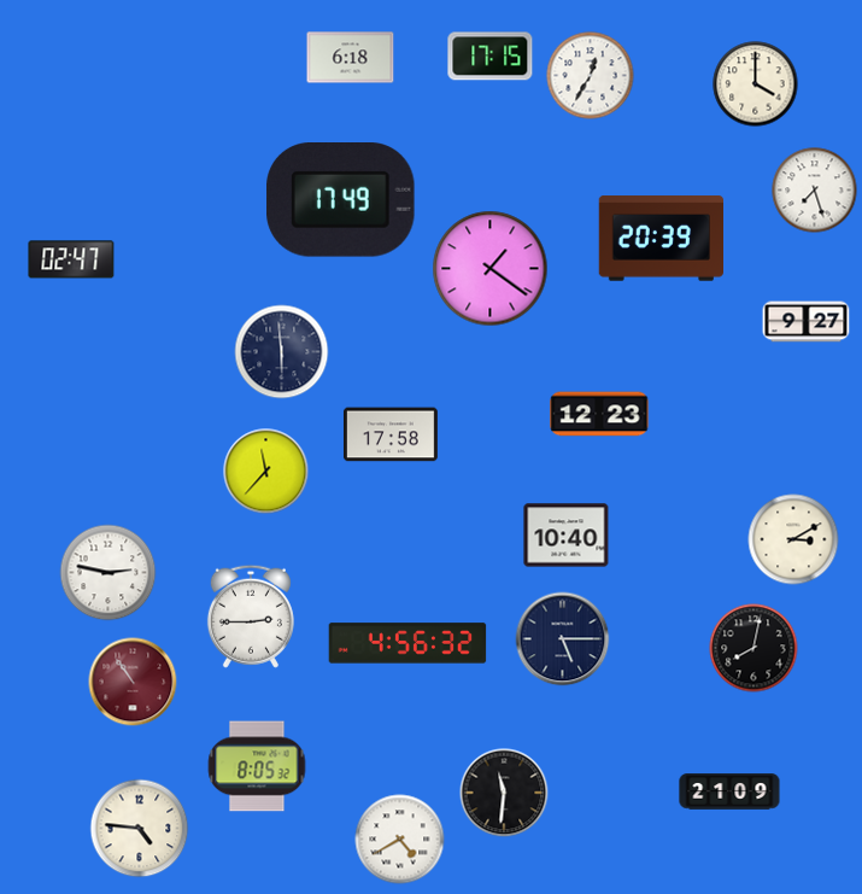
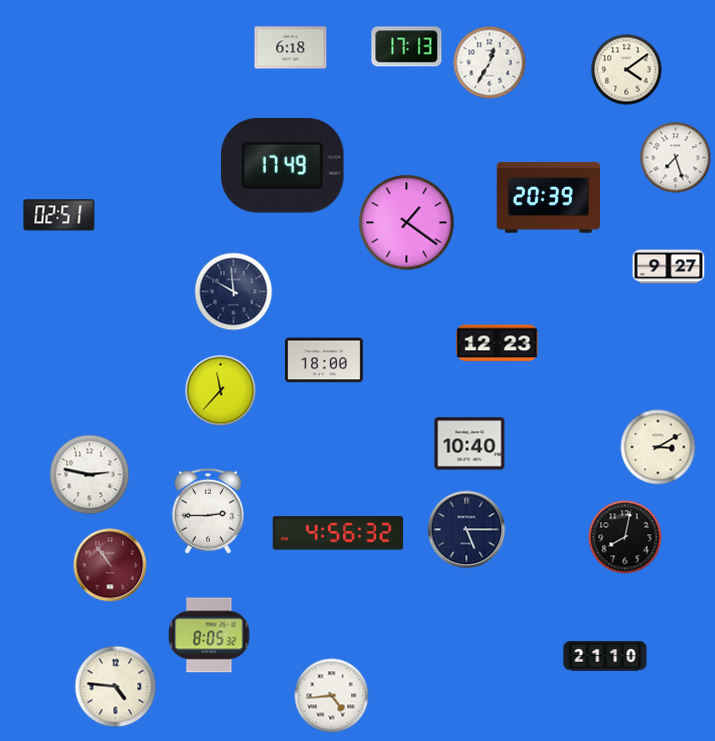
clock at (491, 57): 17:15 -> 17:13
clock at (756, 84): 4:00 -> 4:09
clock at (71, 259): 02:47 -> 02:51
clock at (282, 352): 5:59 -> 9:59
clock at (391, 434): 17:58 -> 18:00
clock at (257, 766) position: (257, 766) -> (209, 635)
clock at (729, 791): 21:09 -> 21:10
clock at (504, 793): 11:31 -> none
clock at (400, 840): 4:40 -> 4:44
